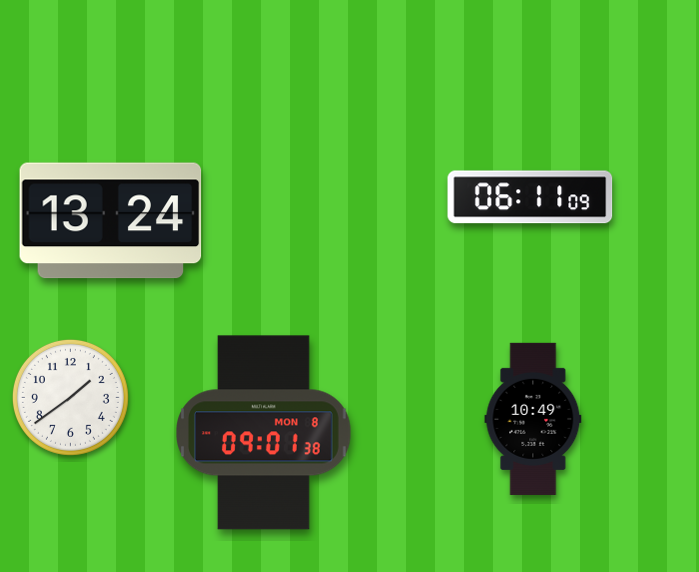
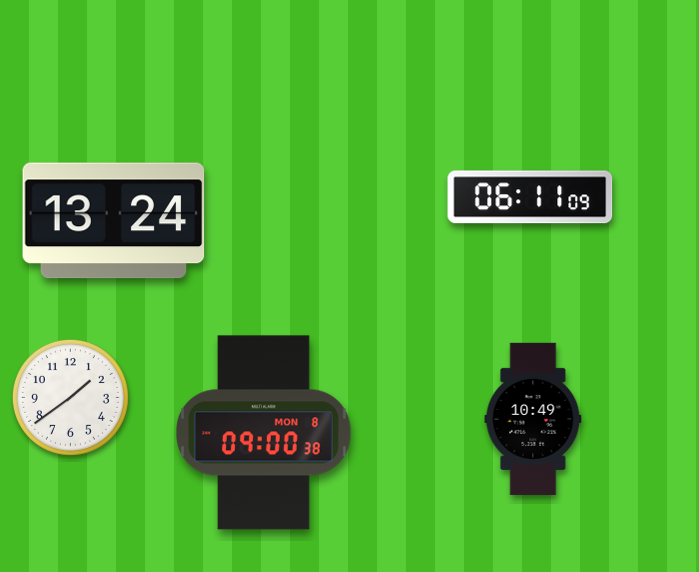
clock at (111, 221) position: (111, 221) -> (114, 221)
clock at (264, 433): 09:01 -> 09:00
